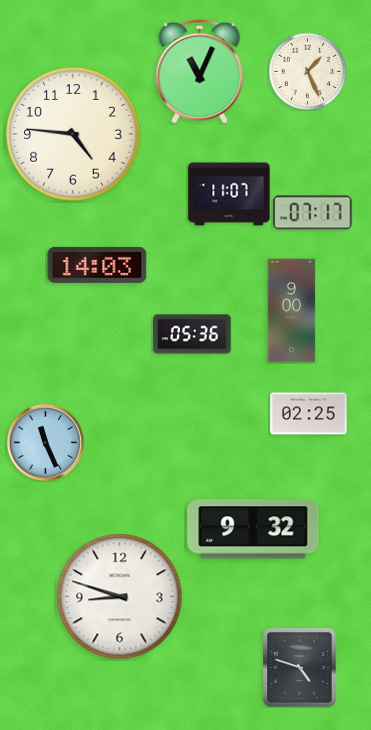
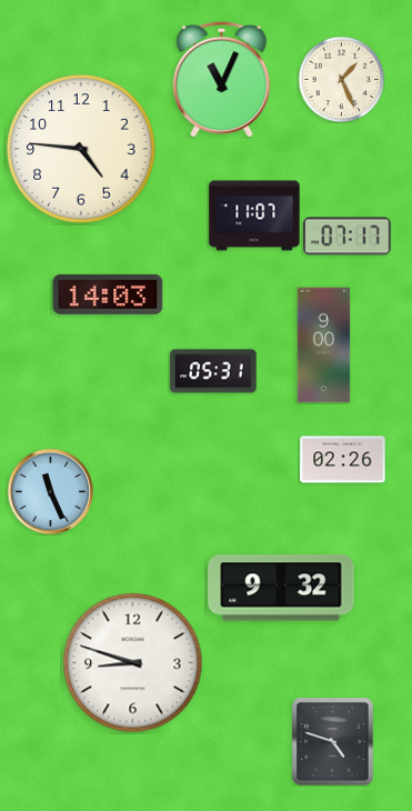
clock at (192, 334): 05:36 -> 05:31
clock at (309, 414): 02:25 -> 02:26
